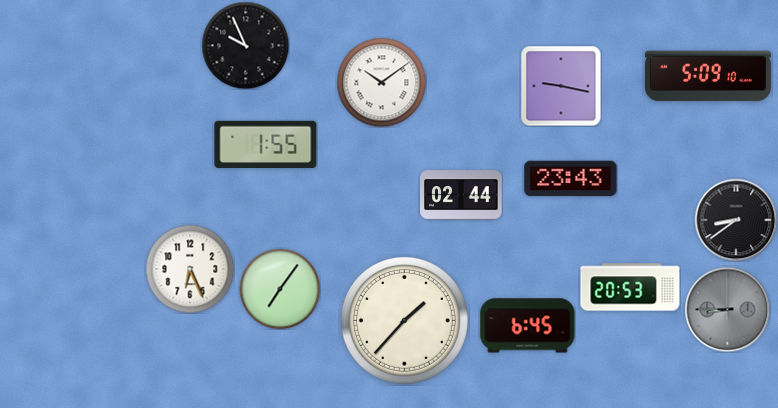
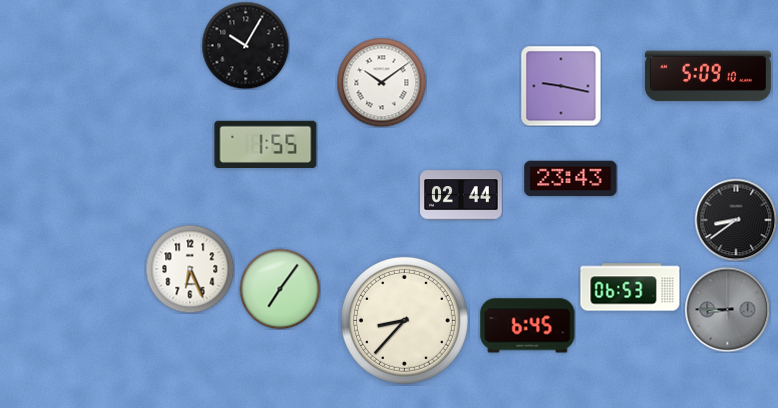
clock at (245, 45): 9:56 -> 10:05
clock at (630, 287): 20:53 -> 06:53
clock at (404, 320): 1:37 -> 8:37
